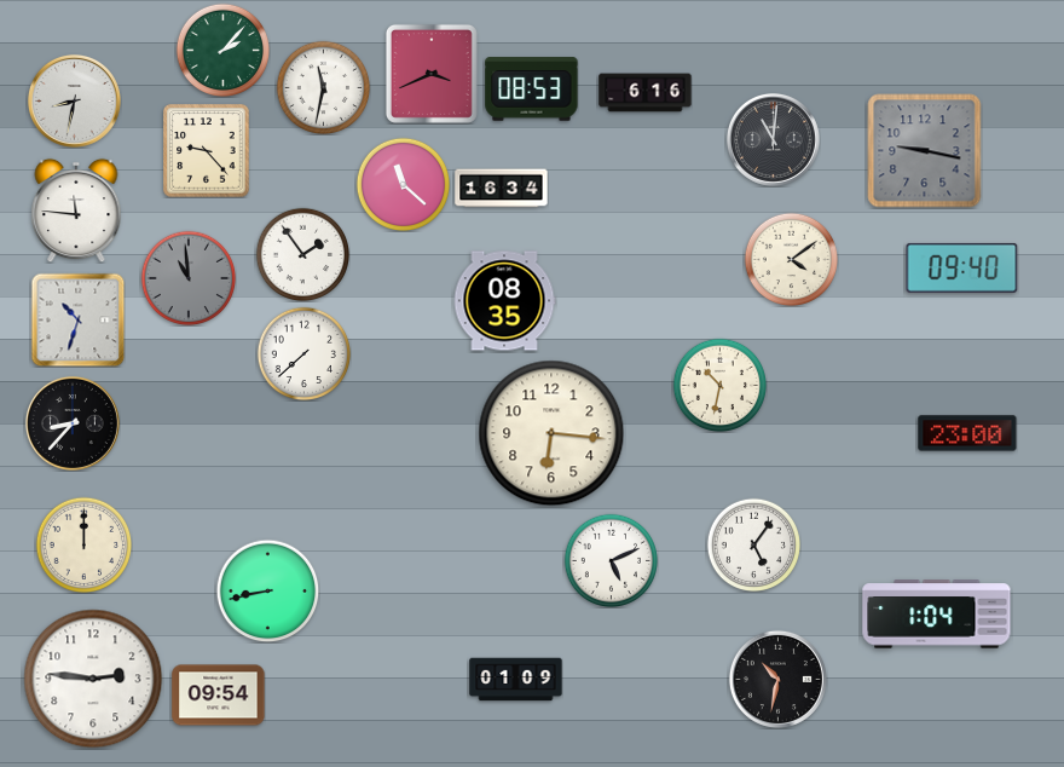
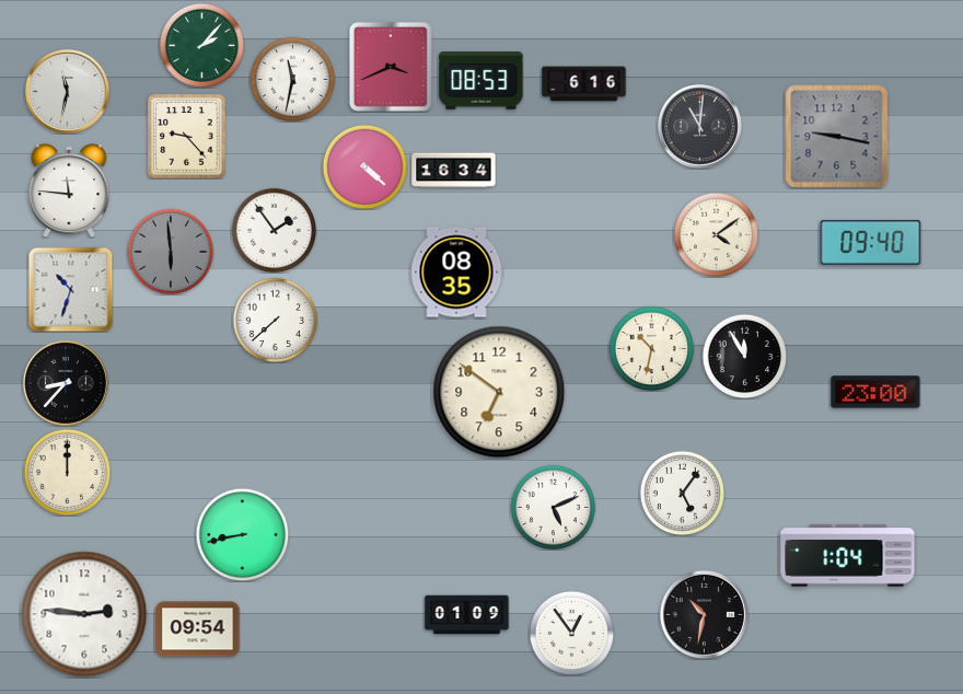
clock at (74, 100): 8:32 -> 11:32
clock at (403, 184): 11:22 -> 4:22
clock at (189, 278): 10:59 -> 5:59
clock at (744, 356): none -> 11:55
clock at (551, 433): 6:16 -> 6:51
clock at (83, 544) position: (83, 544) -> (67, 472)
clock at (571, 633): none -> 12:54
